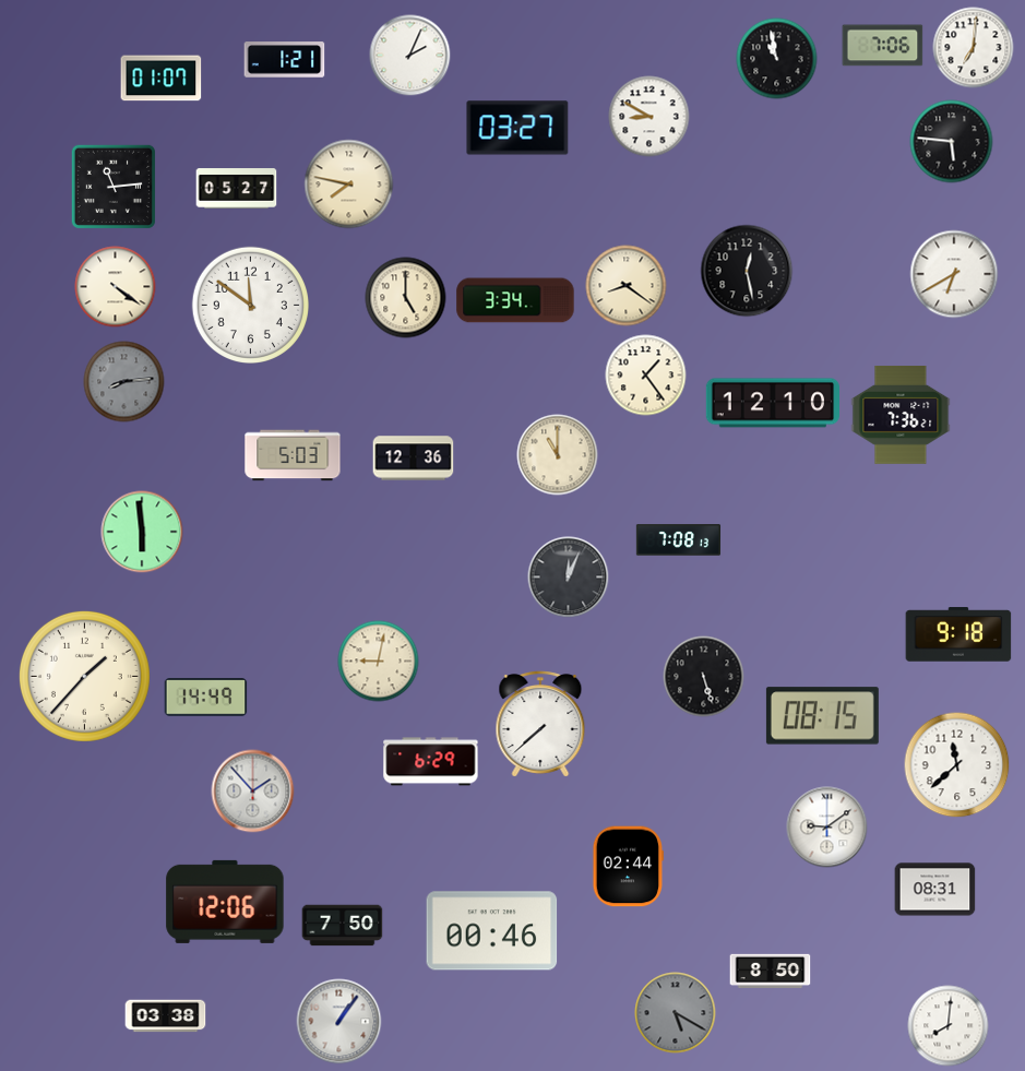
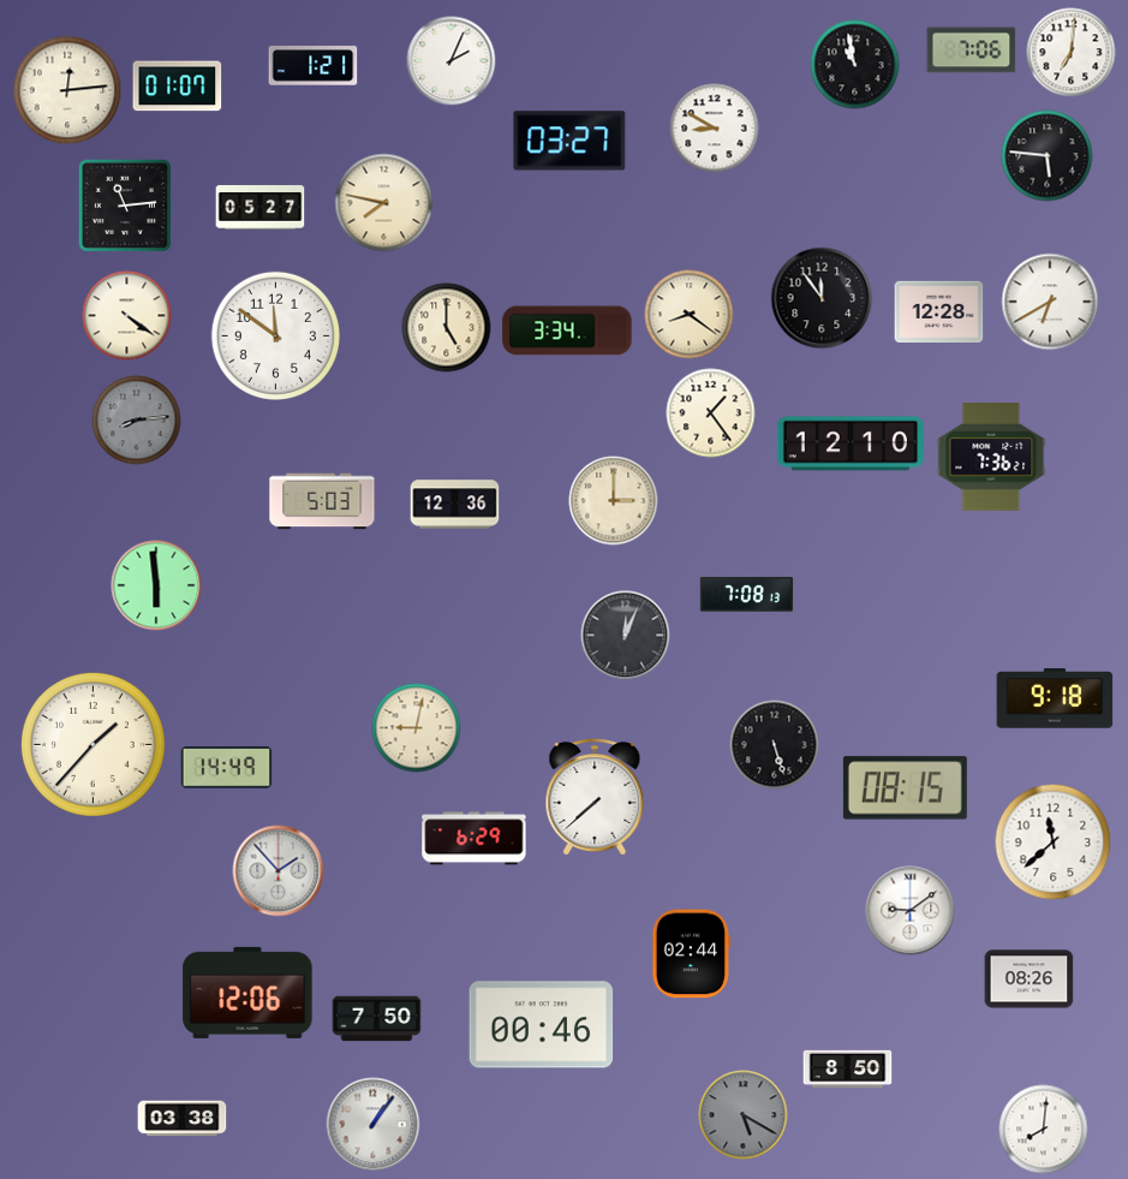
clock at (67, 90): none -> 12:14
clock at (747, 271): 12:28 -> 11:54
clock at (939, 312): none -> 12:28
clock at (558, 455): 11:00 -> 3:00
clock at (935, 890): 08:31 -> 08:26
